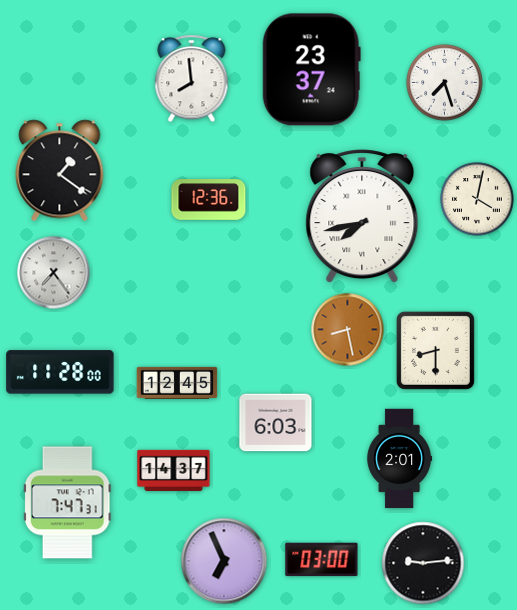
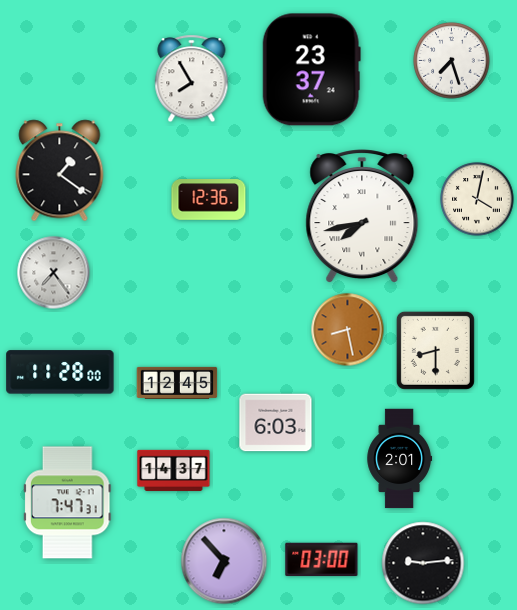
clock at (192, 79): 7:59 -> 7:55
clock at (445, 83) position: (445, 83) -> (452, 61)
clock at (224, 561): 6:56 -> 6:53
